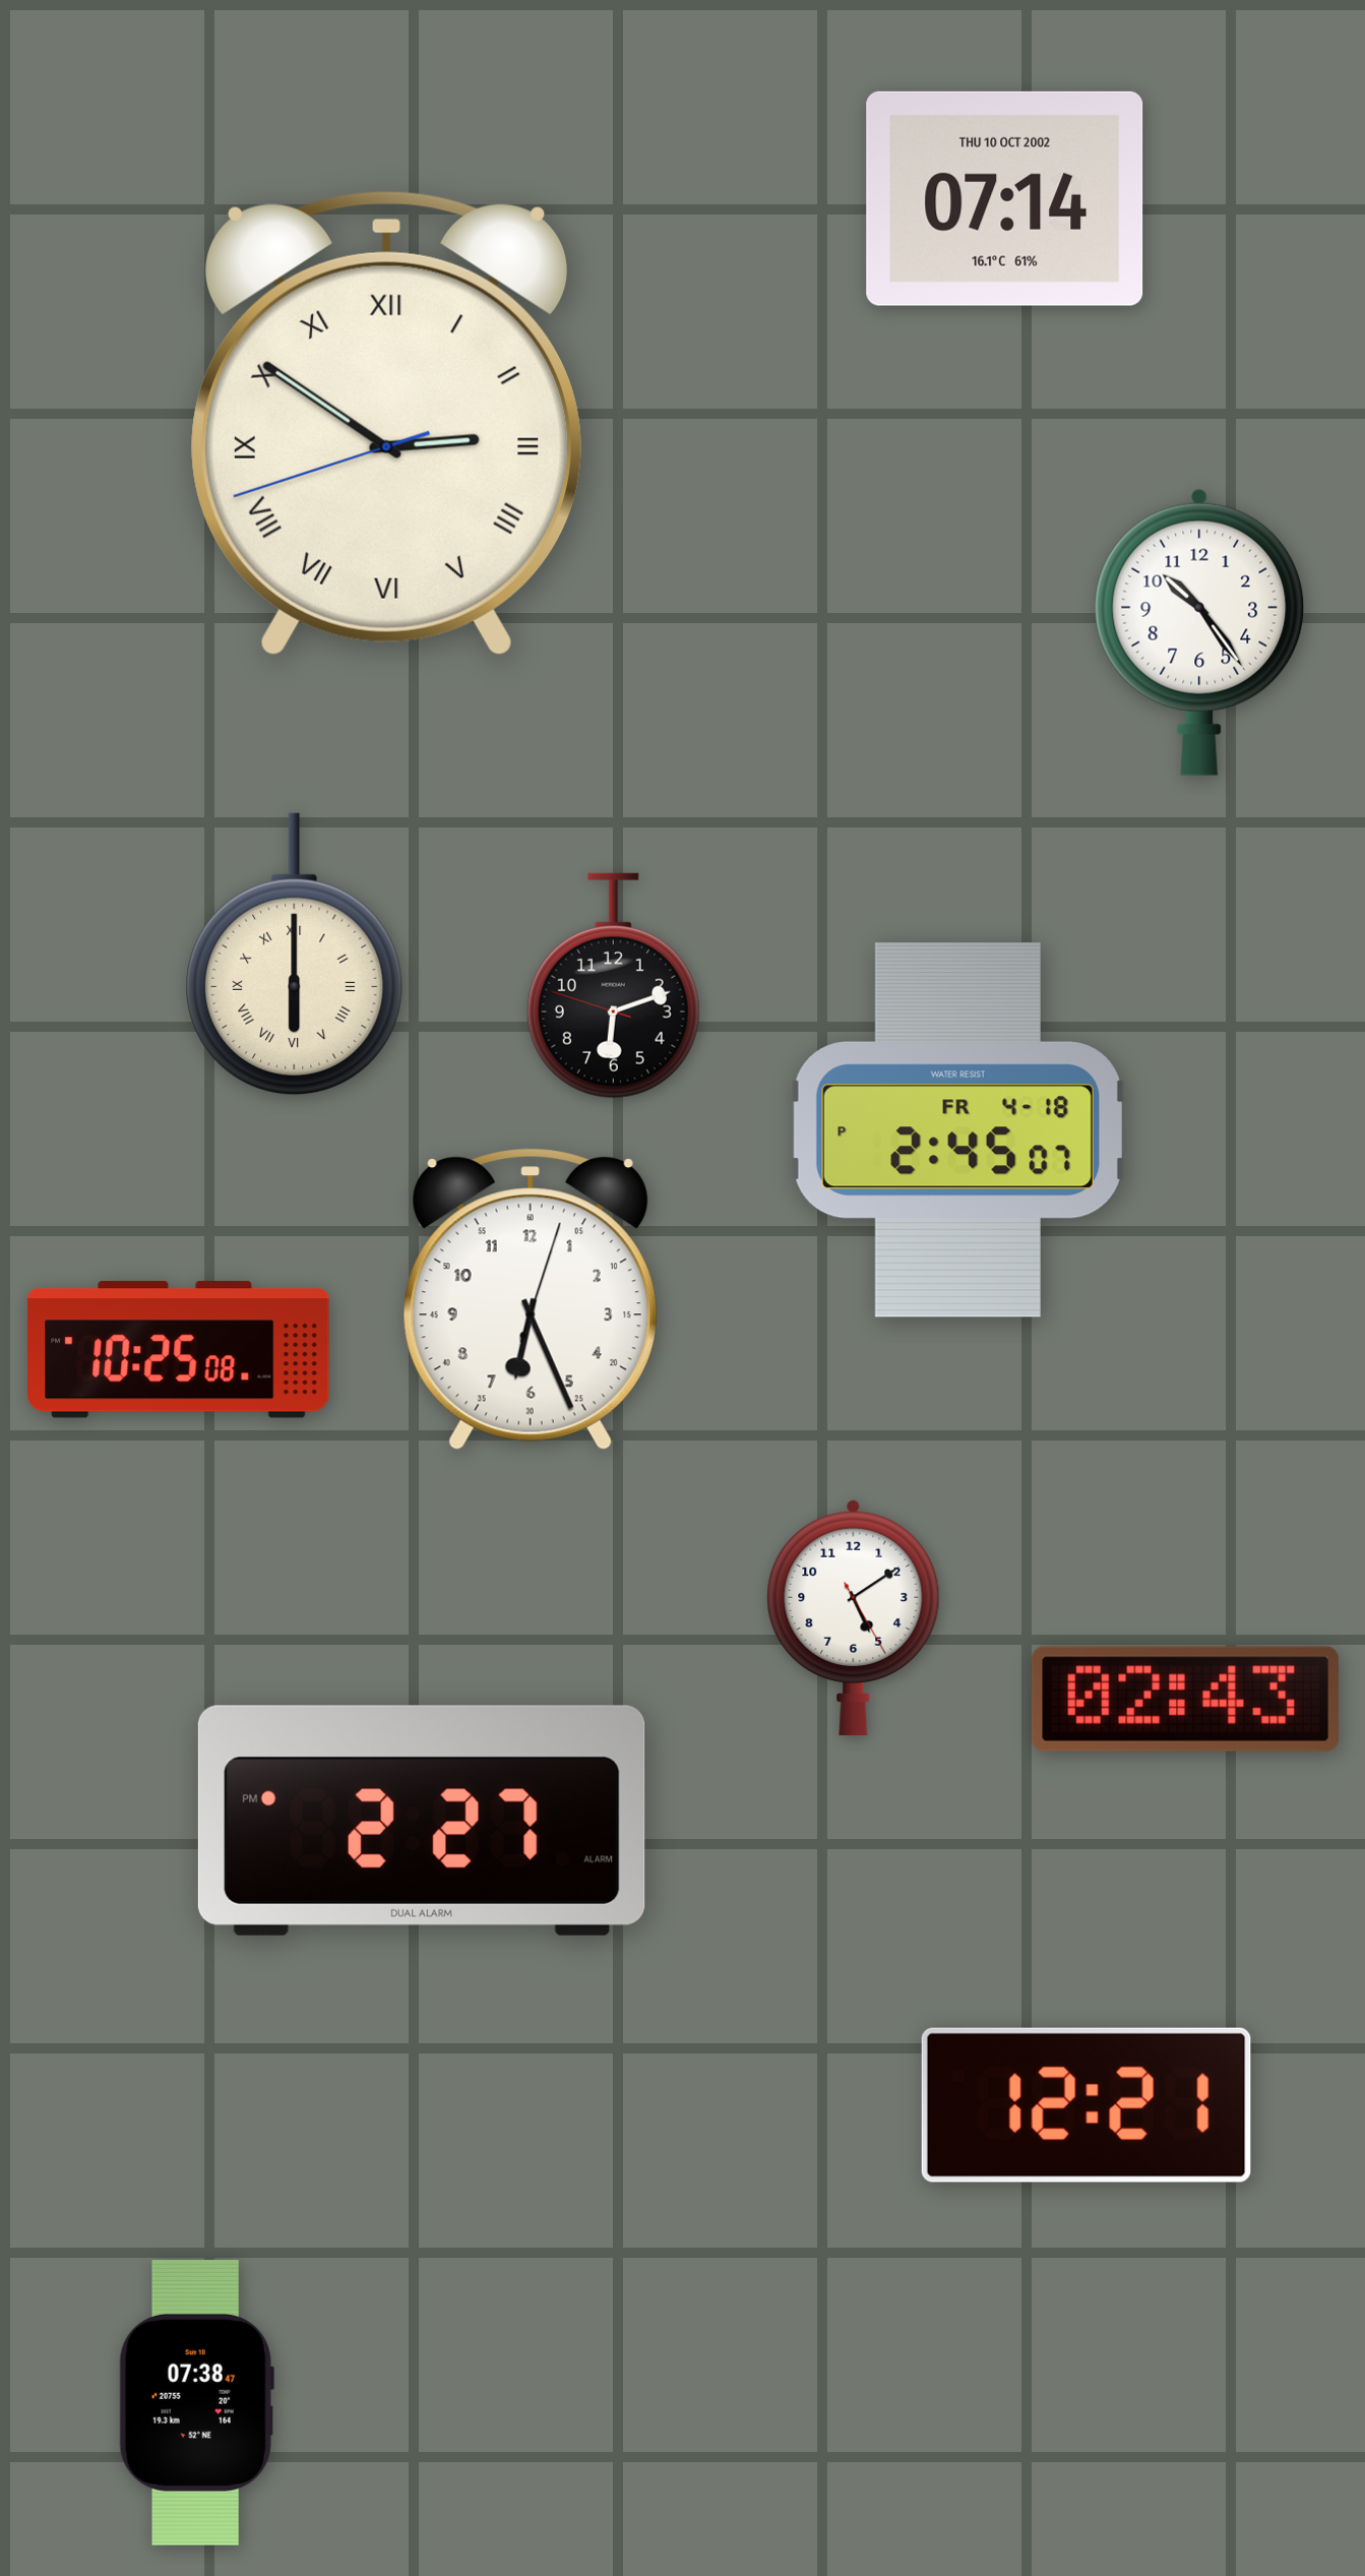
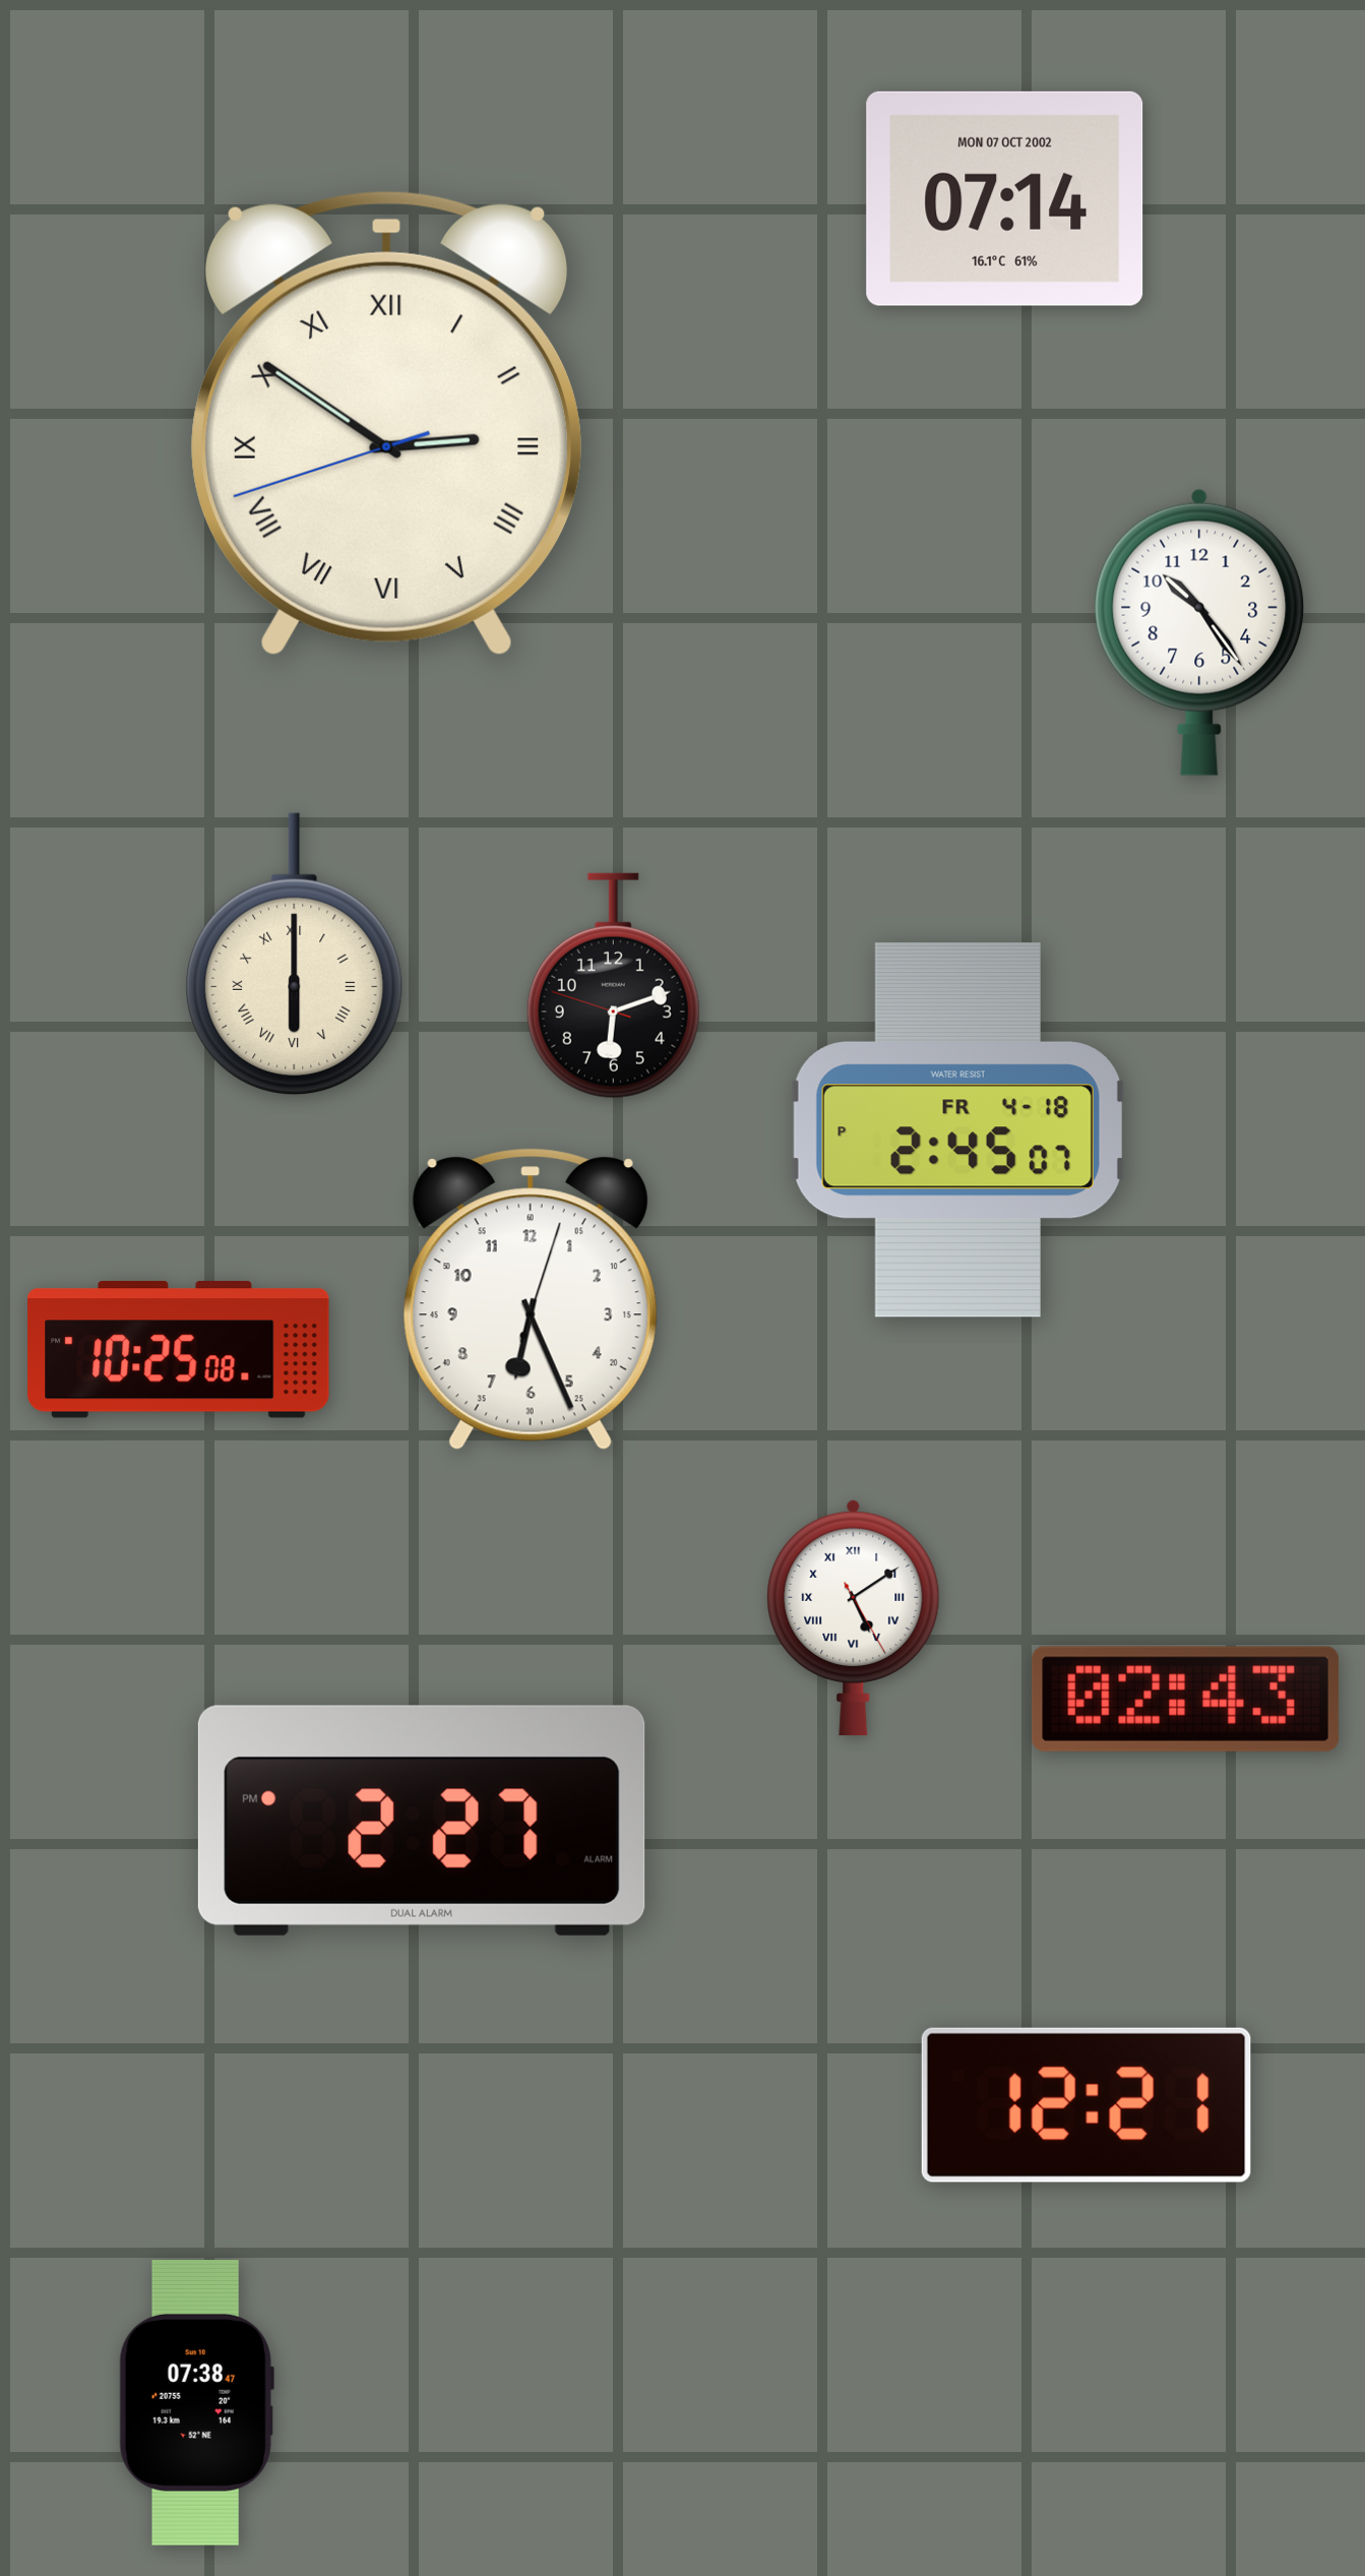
clock at (1005, 198) date: THU 10 OCT 2002 -> MON 07 OCT 2002
clock at (854, 1617) numerals: Arabic -> Roman
